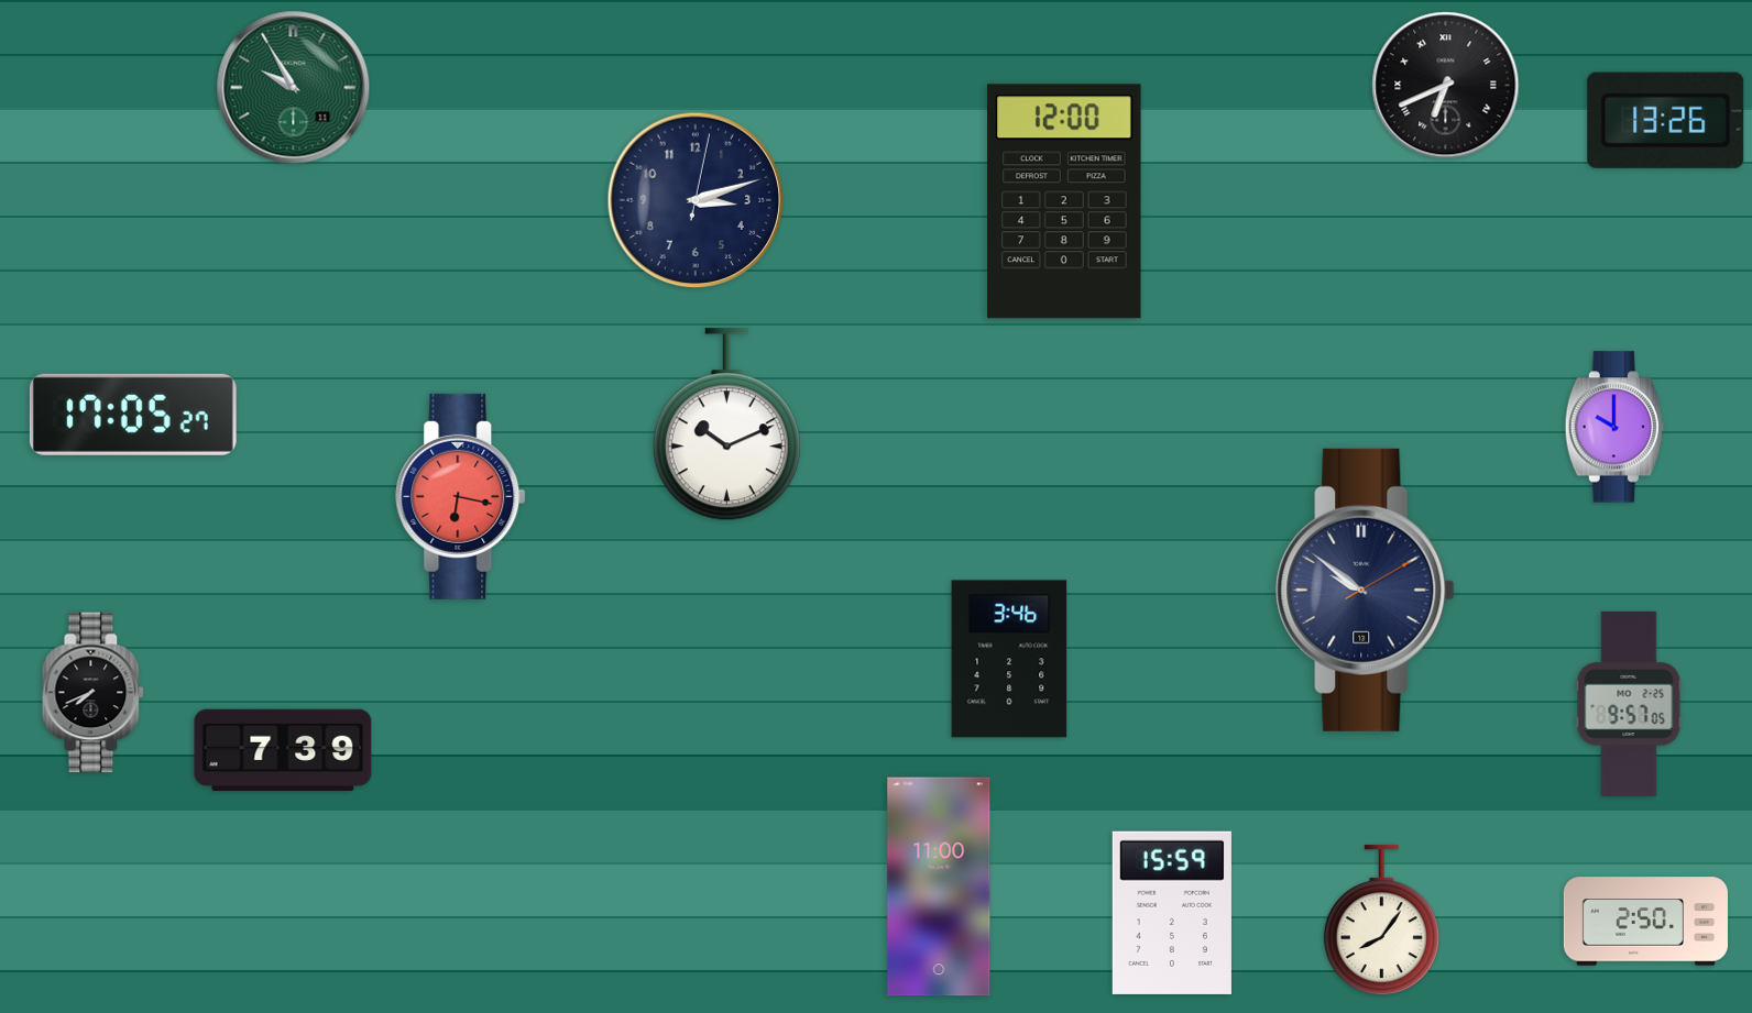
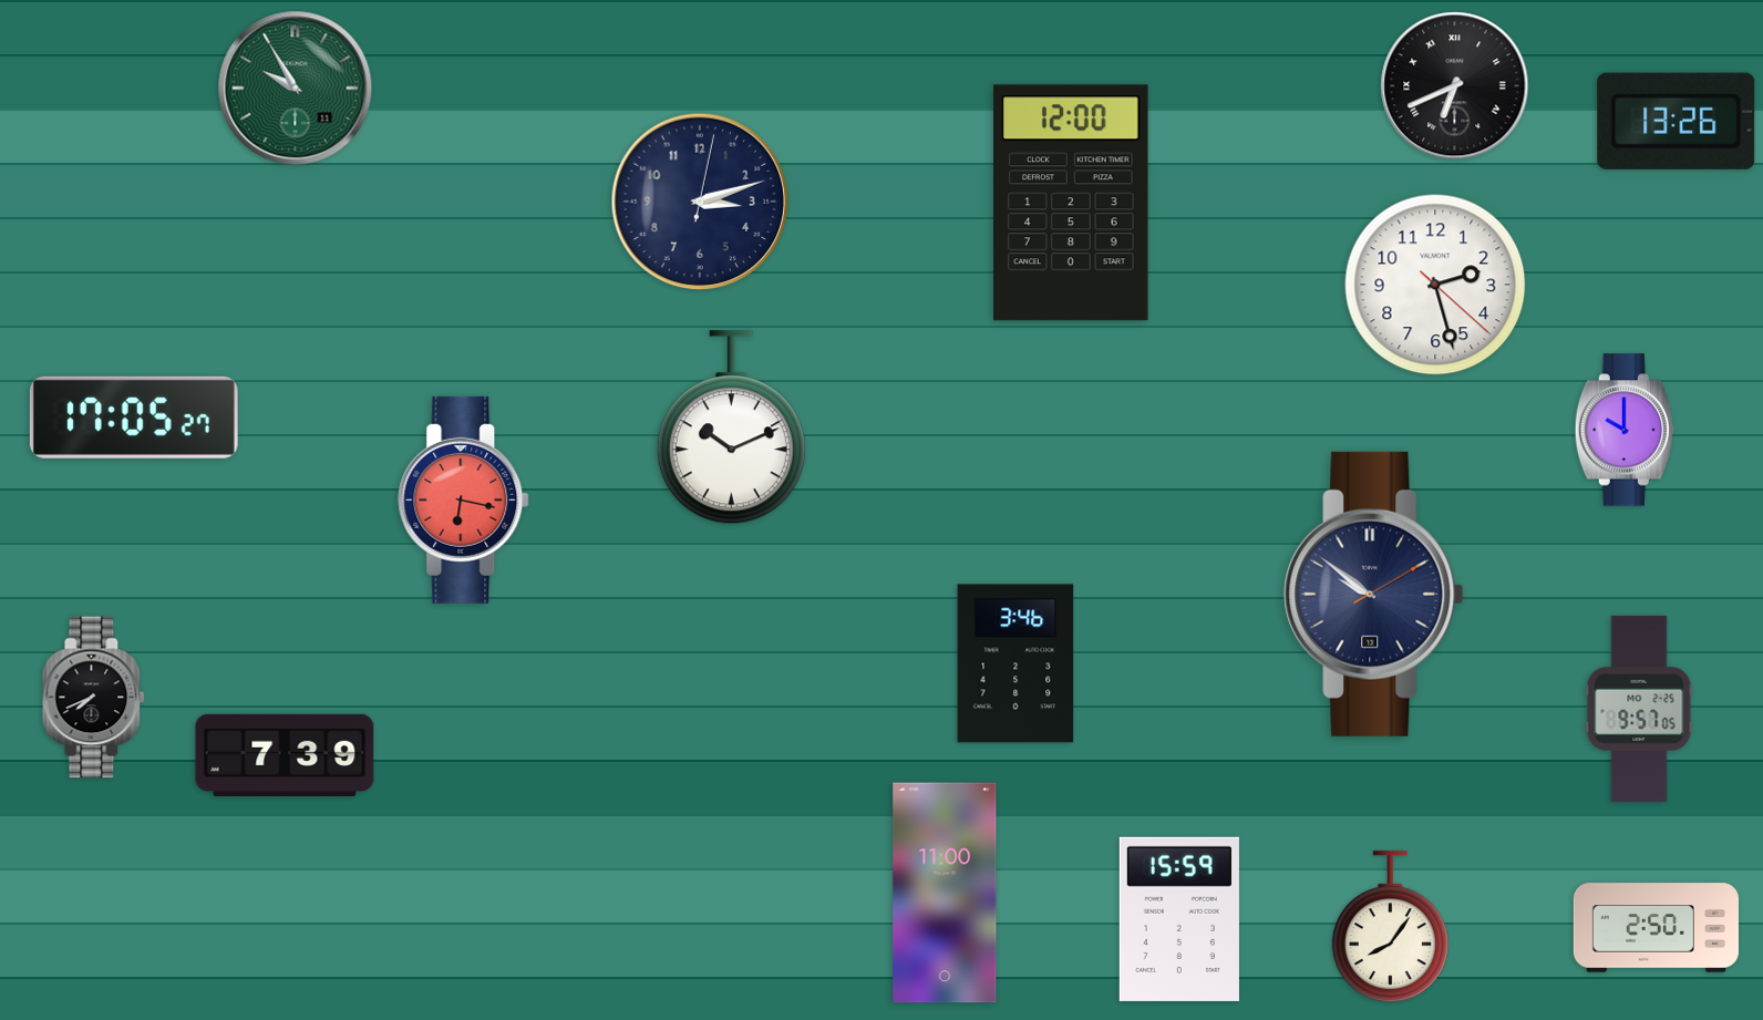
clock at (1435, 285): none -> 2:27
